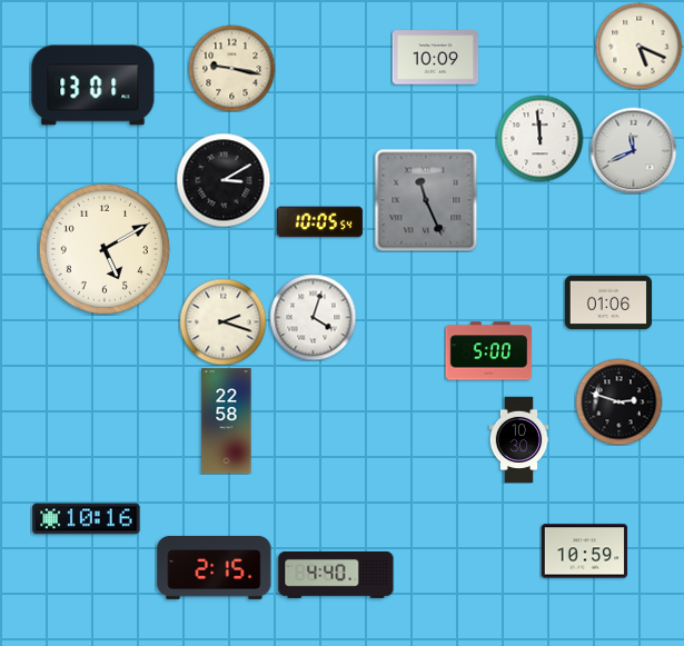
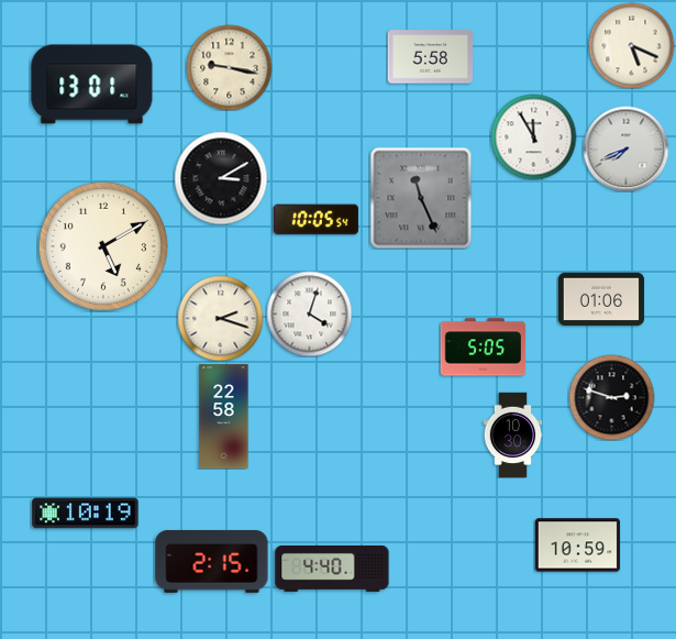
clock at (435, 58): 10:09 -> 5:58
clock at (539, 138): 11:59 -> 11:55
clock at (633, 150): 11:41 -> 7:41
clock at (488, 351): 5:00 -> 5:05
clock at (87, 519): 10:16 -> 10:19
